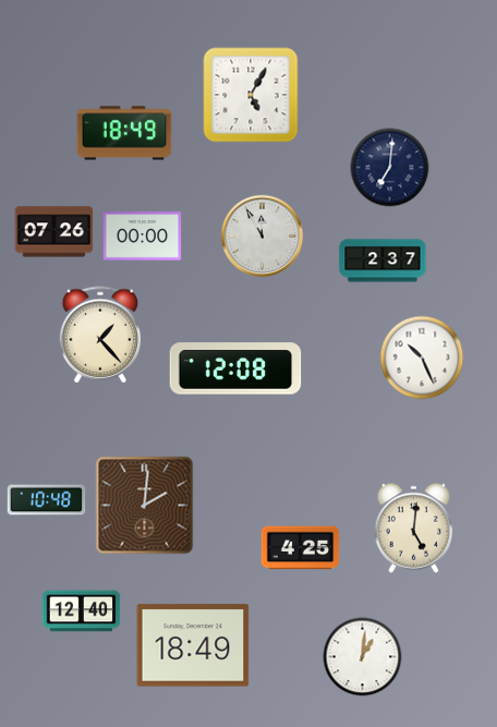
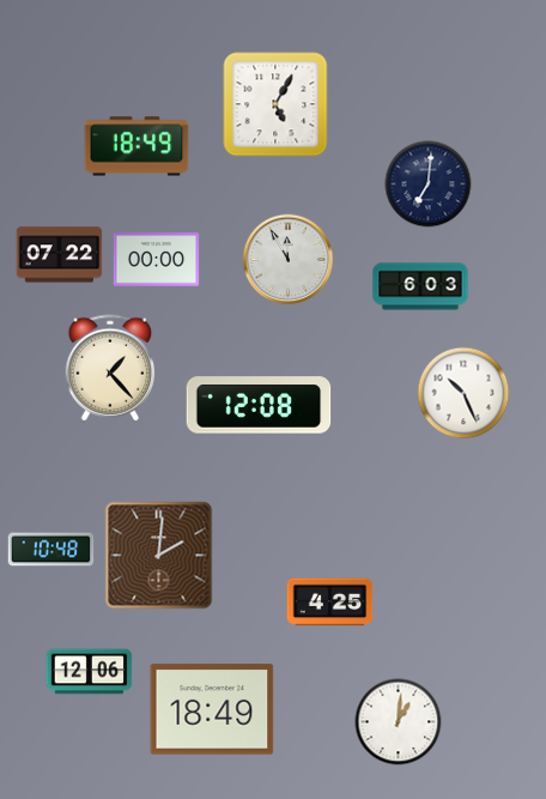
clock at (54, 232): 07:26 -> 07:22
clock at (383, 260): 2:37 -> 6:03
clock at (414, 528): 5:01 -> none
clock at (82, 611): 12:40 -> 12:06
